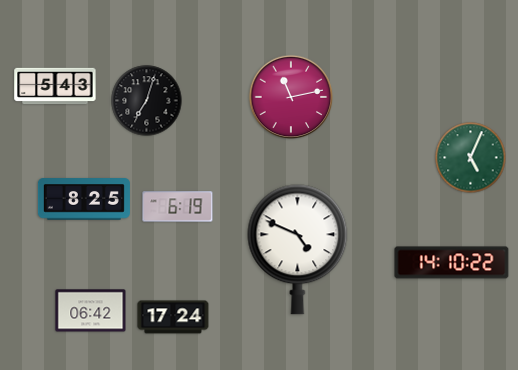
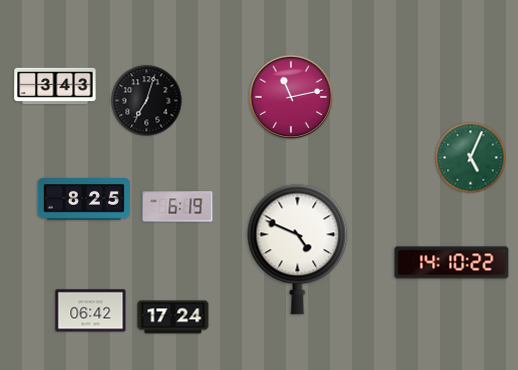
clock at (55, 86): 5:43 -> 3:43
